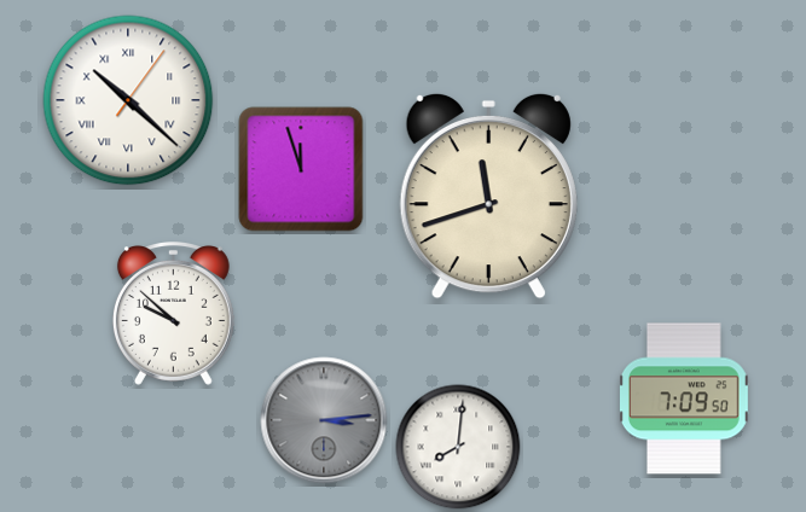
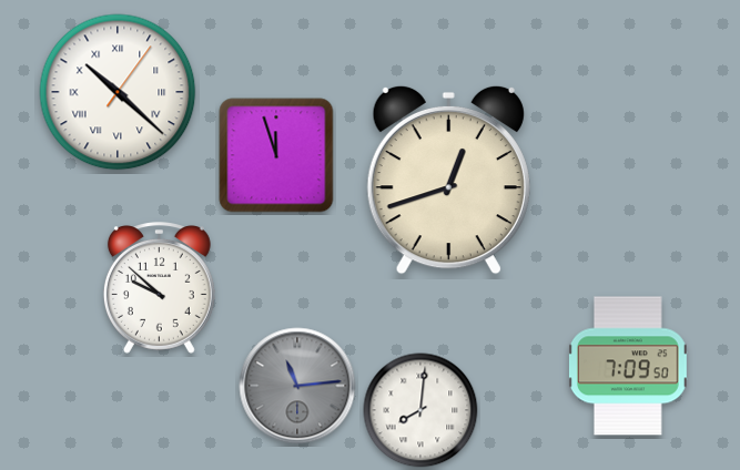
clock at (488, 196): 11:42 -> 12:42
clock at (324, 420): 3:14 -> 11:14
